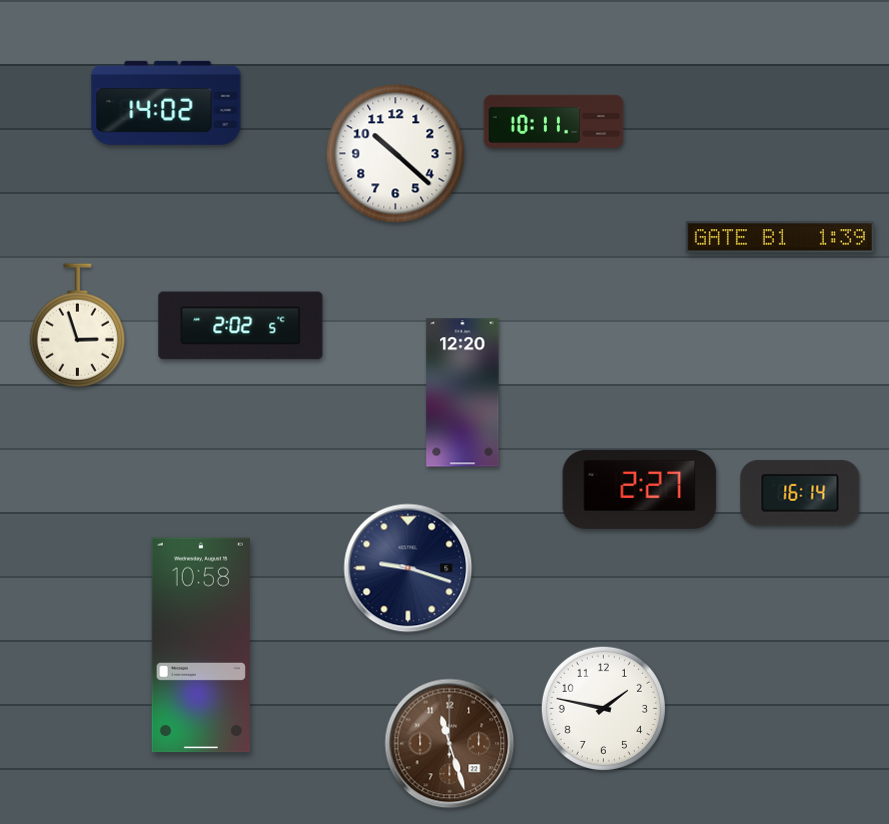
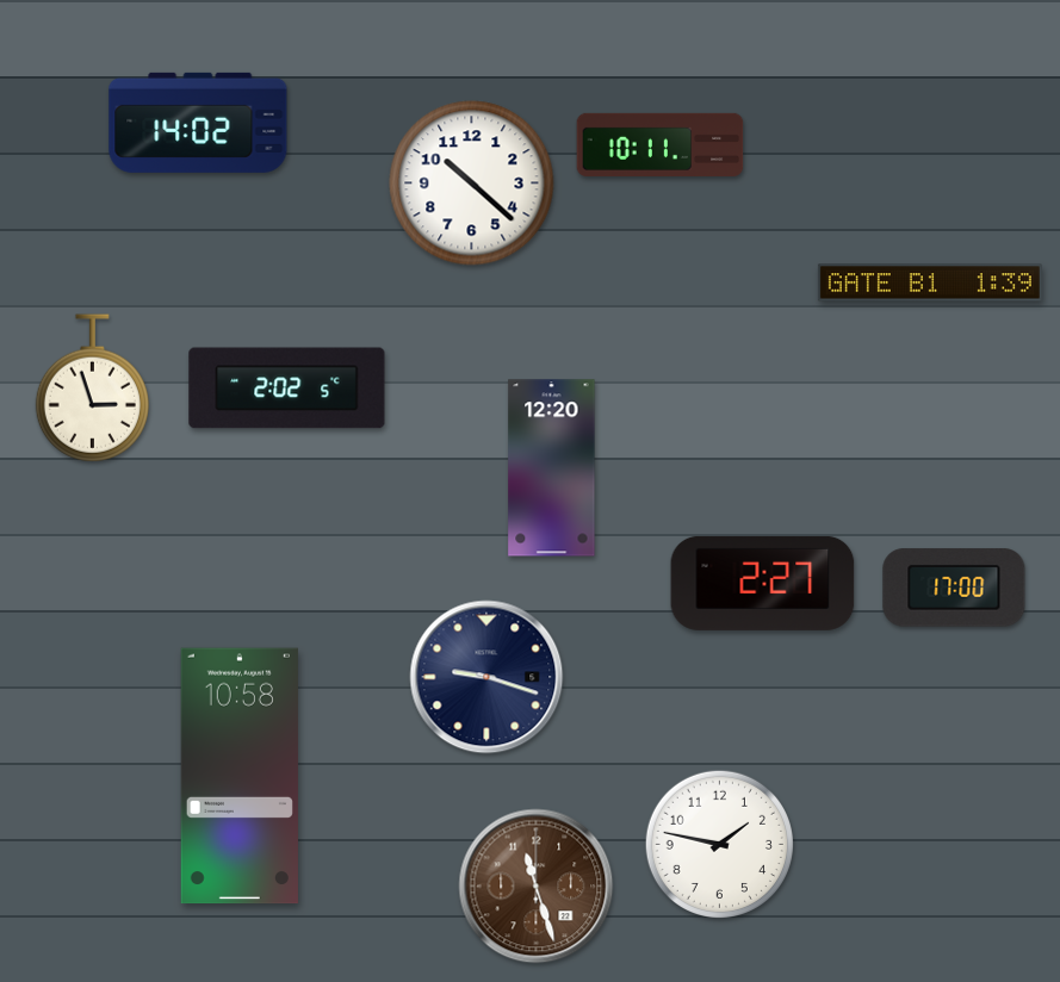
clock at (800, 493): 16:14 -> 17:00
clock at (201, 645) position: (201, 645) -> (240, 776)
